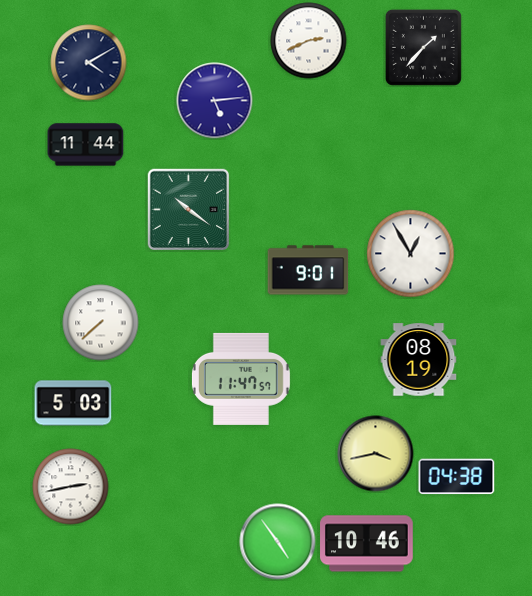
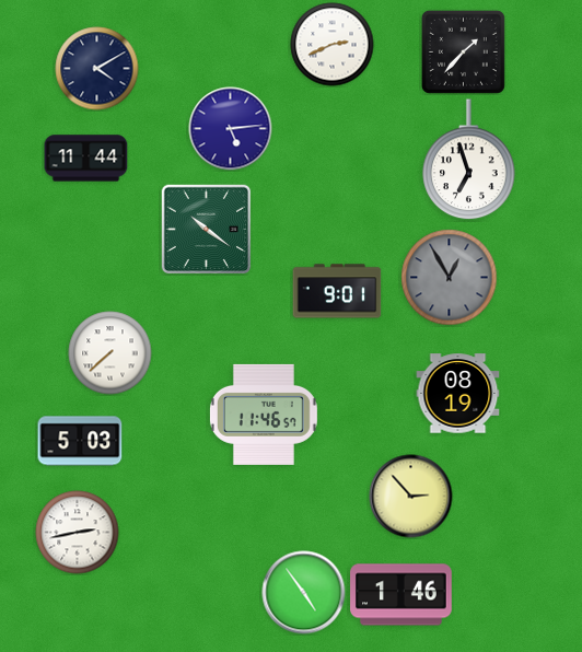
clock at (309, 41) position: (309, 41) -> (333, 45)
clock at (215, 101) position: (215, 101) -> (231, 129)
clock at (86, 145) position: (86, 145) -> (86, 159)
clock at (469, 160): none -> 6:57
clock at (411, 254) dial: white -> grey
clock at (308, 270) position: (308, 270) -> (337, 291)
clock at (241, 379): 11:47 -> 11:46
clock at (376, 454): 3:43 -> 2:53
clock at (457, 477): 04:38 -> none
clock at (367, 544): 10:46 -> 1:46
